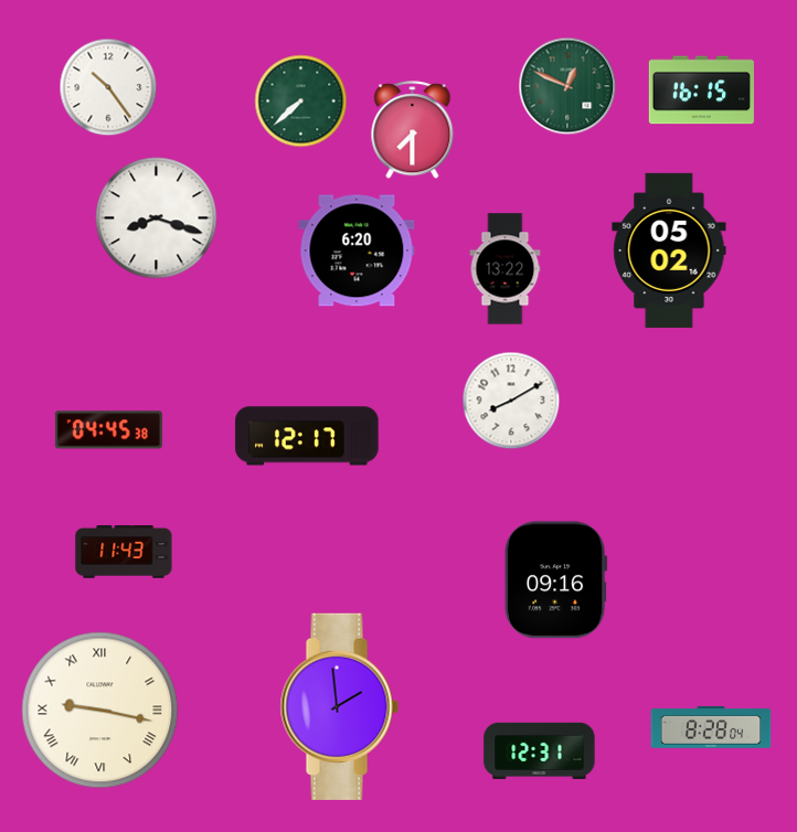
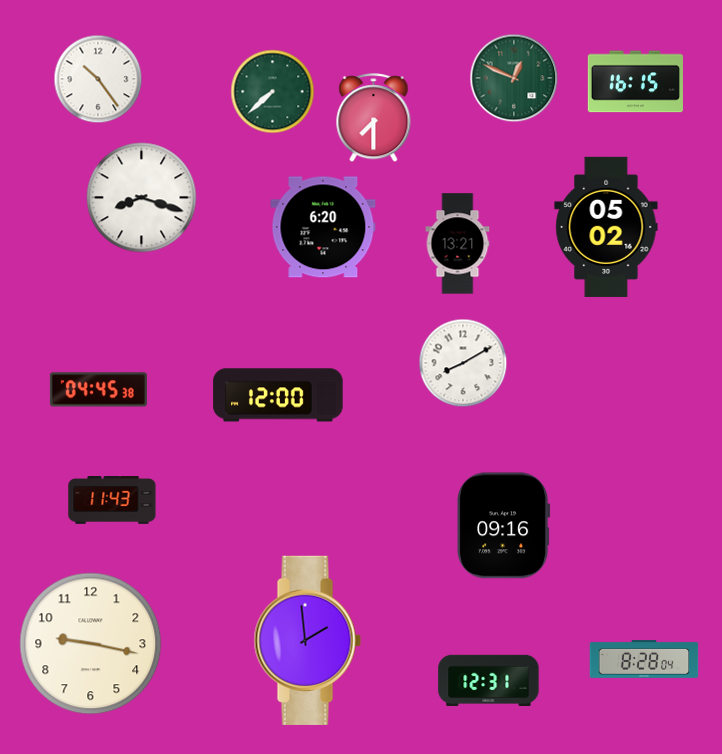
clock at (506, 269): 13:22 -> 13:21
clock at (307, 436): 12:17 -> 12:00
clock at (100, 711) numerals: Roman -> Arabic
